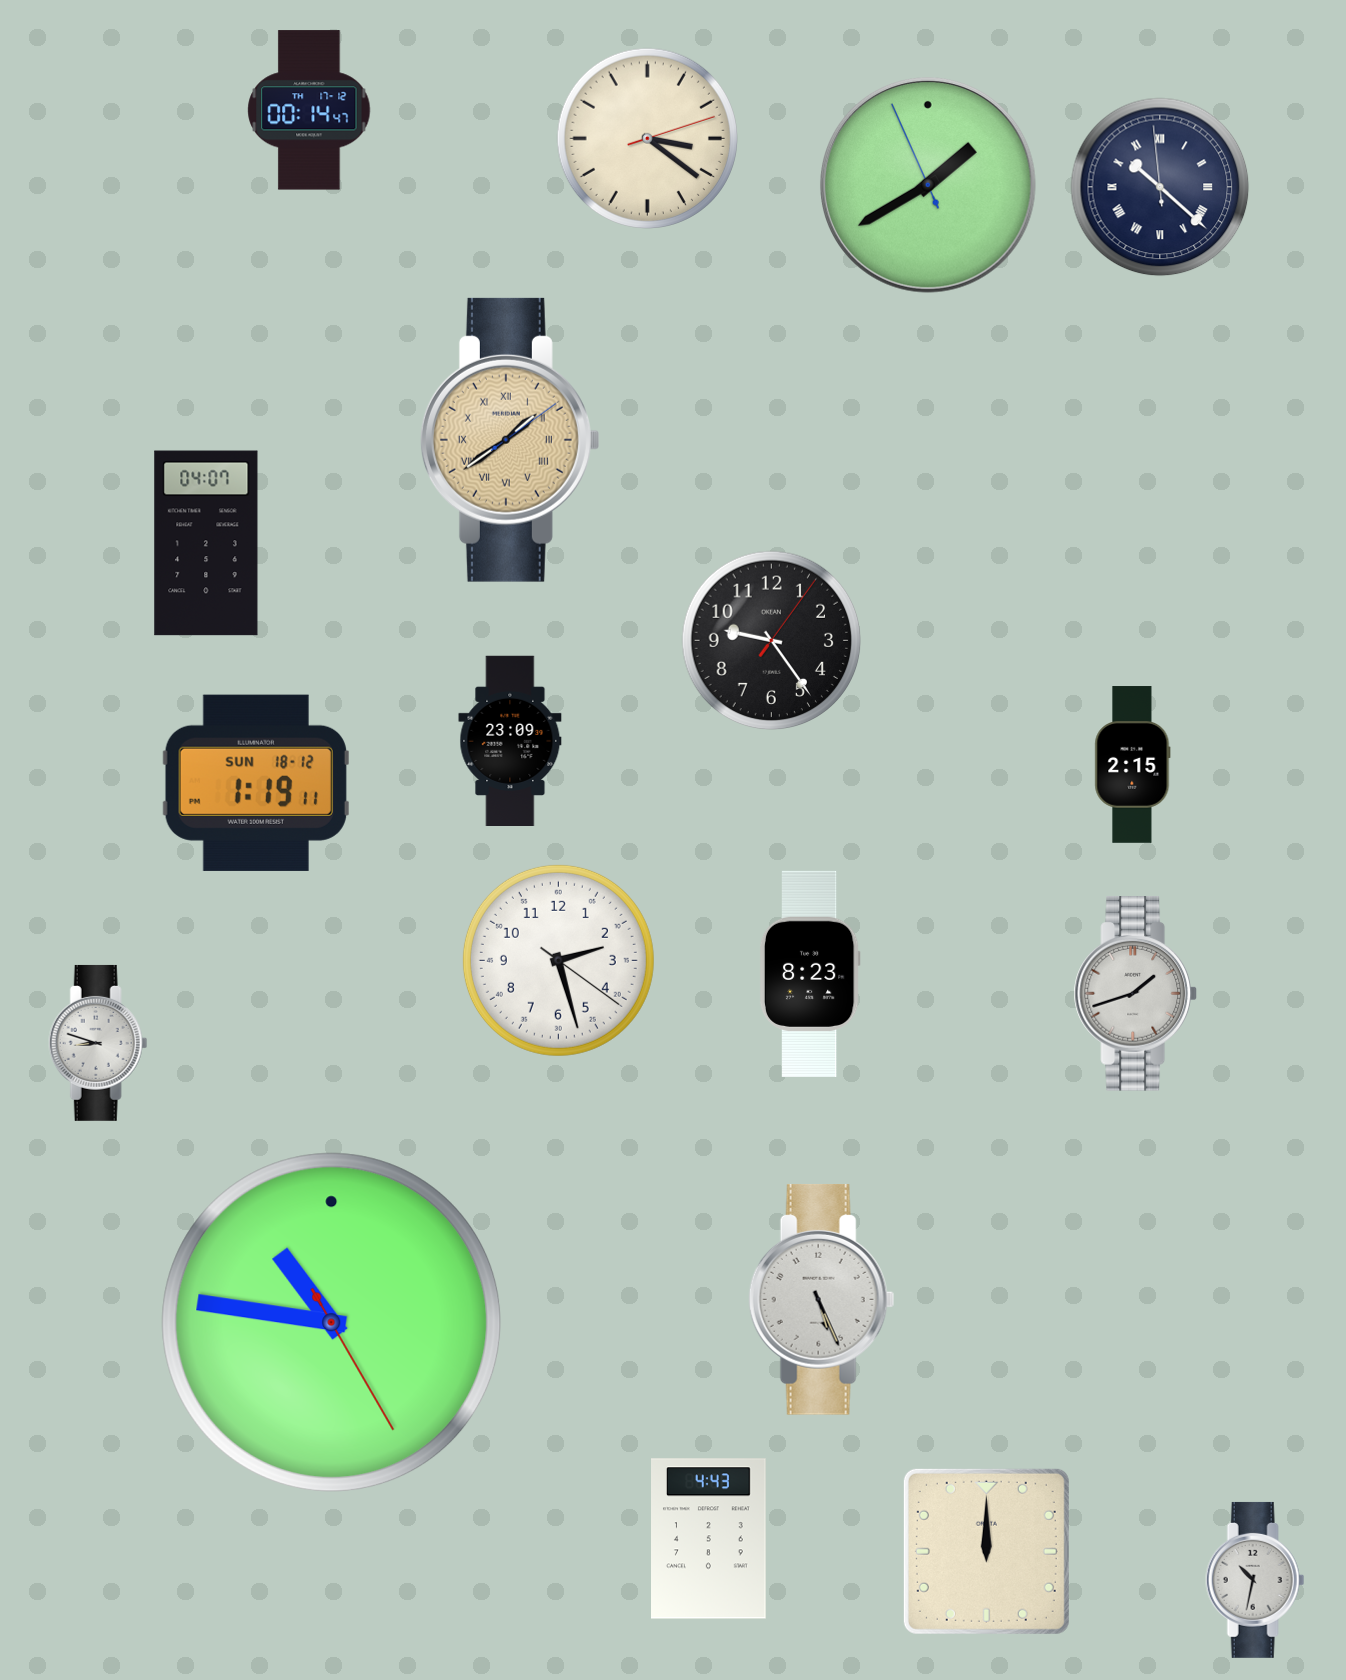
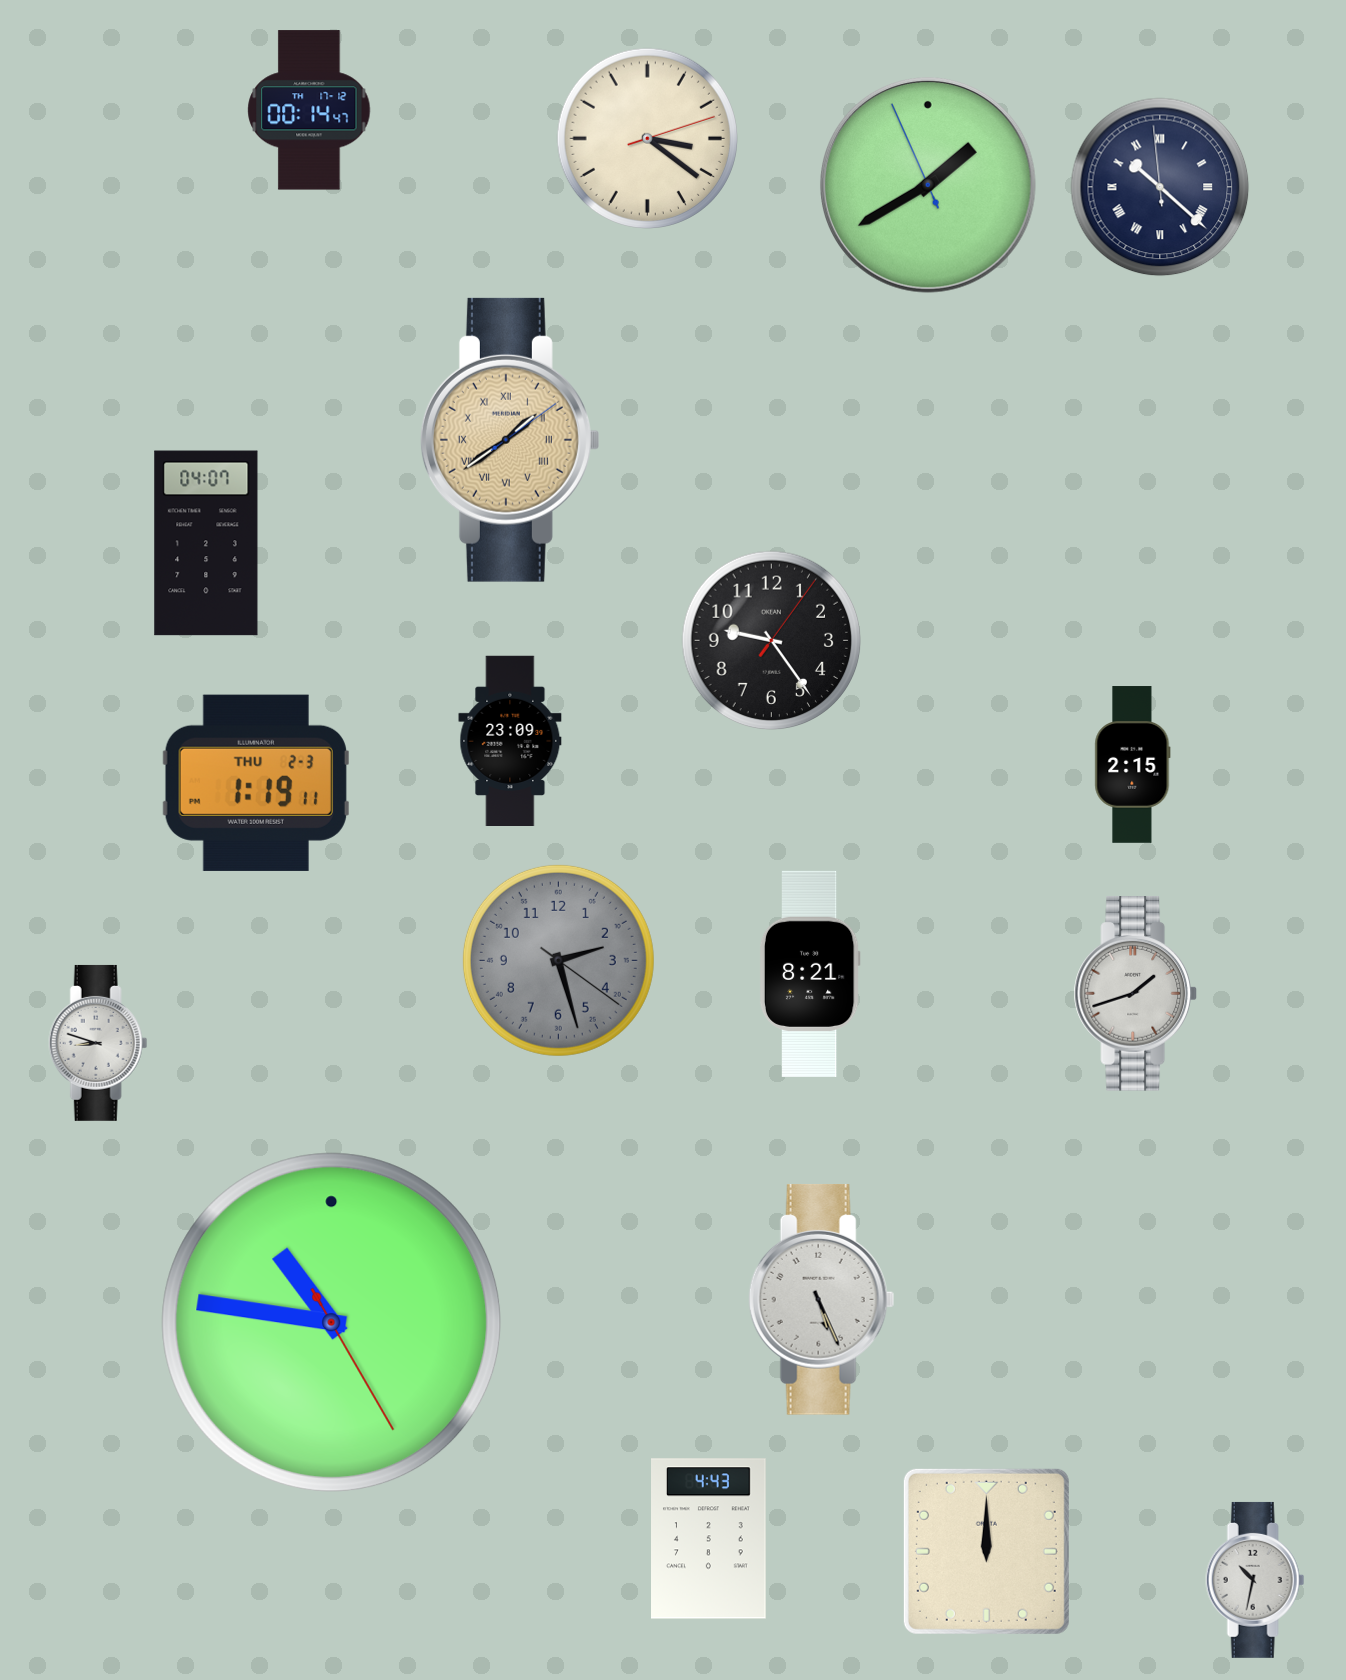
clock at (256, 783) date: SUN 18-12 -> THU 2-3
clock at (558, 960) dial: white -> grey
clock at (810, 973): 8:23 -> 8:21
